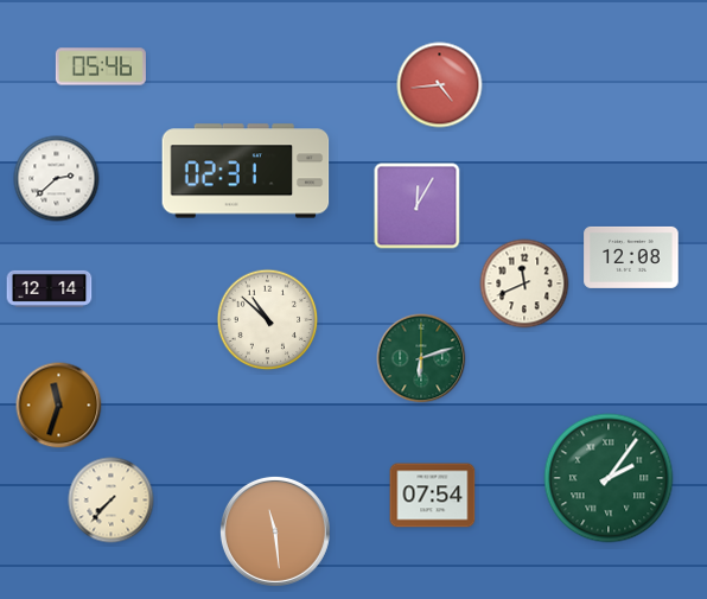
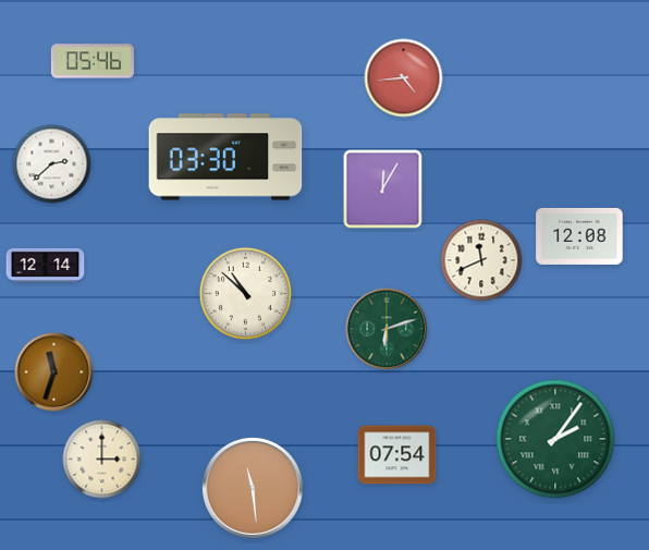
clock at (246, 171): 02:31 -> 03:30
clock at (609, 478) position: (609, 478) -> (555, 439)
clock at (112, 501): 7:37 -> 3:00
